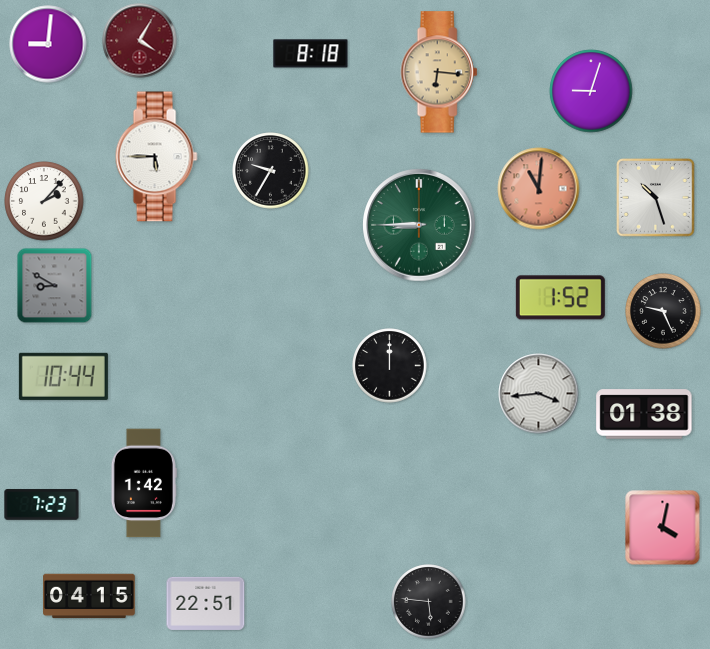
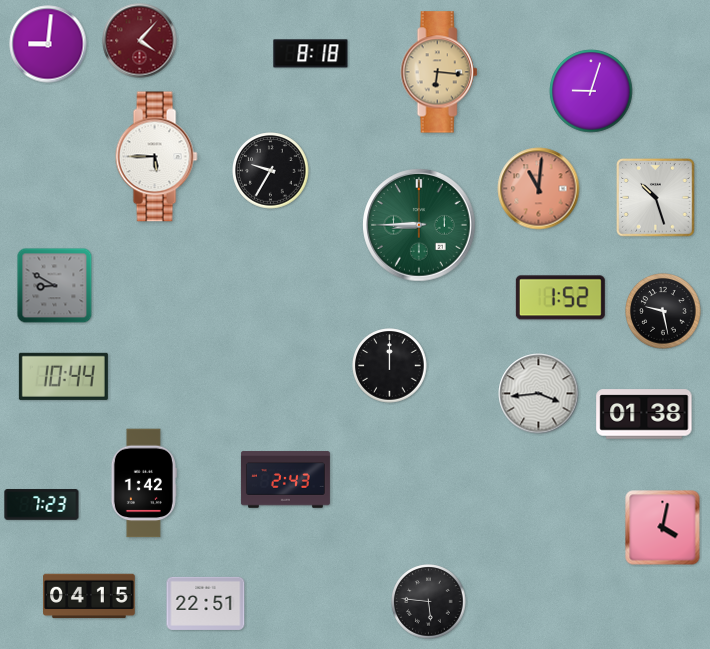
clock at (140, 41): 4:05 -> 4:07
clock at (44, 201): 2:07 -> none
clock at (663, 311): 9:26 -> 9:28
clock at (285, 480): none -> 2:43
